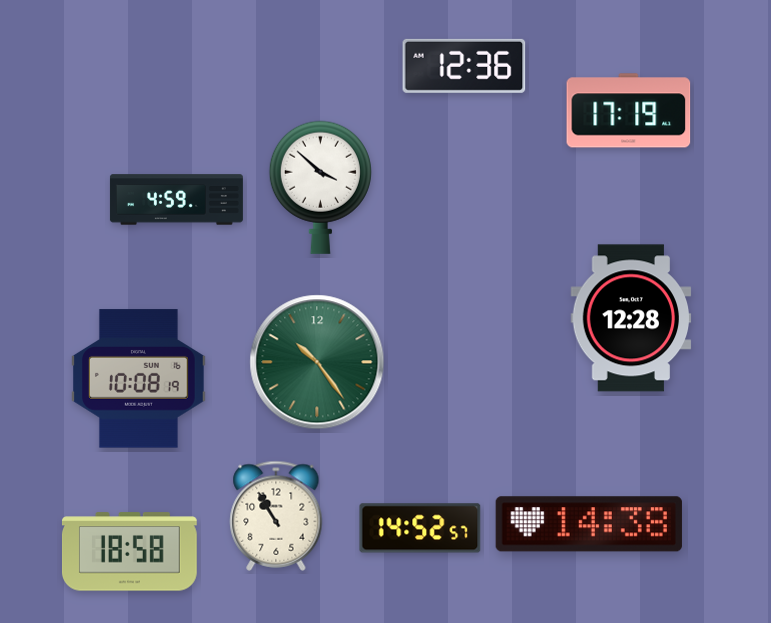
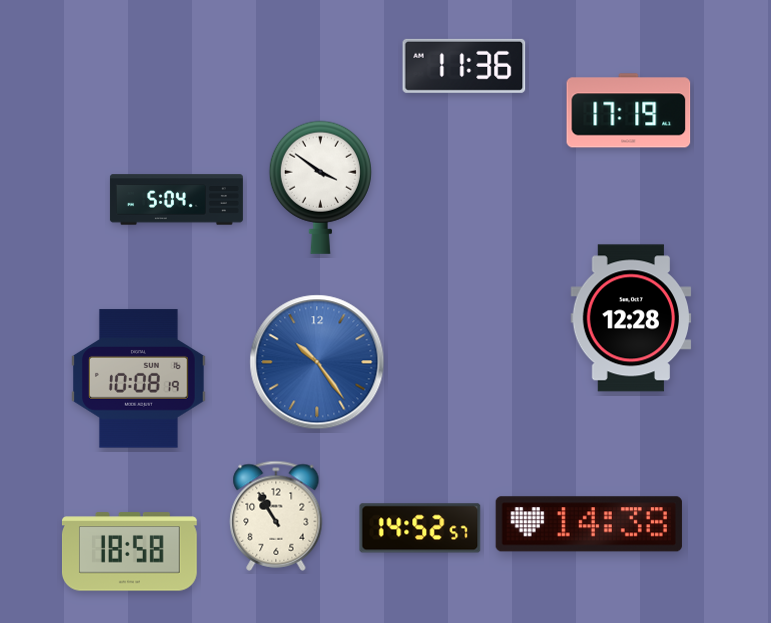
clock at (464, 66): 12:36 -> 11:36
clock at (320, 187): 3:52 -> 3:51
clock at (176, 200): 4:59 -> 5:04
clock at (317, 362) dial: green -> blue
